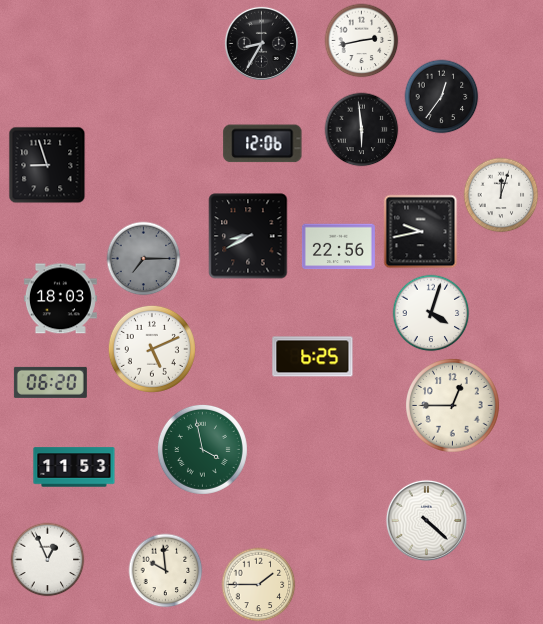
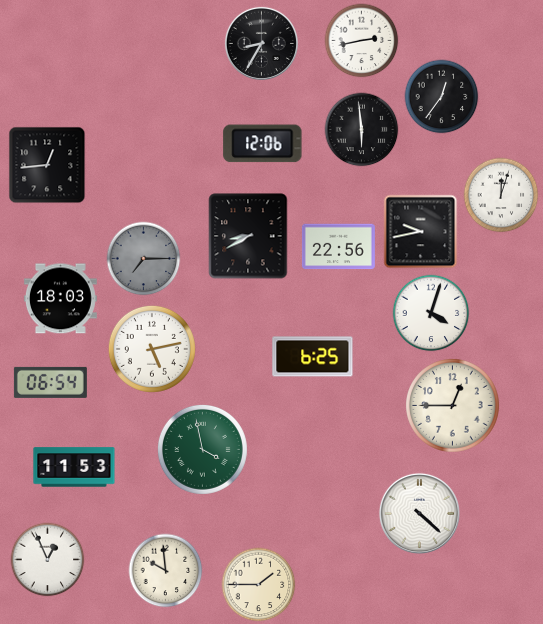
clock at (47, 165): 8:57 -> 12:44
clock at (152, 349): 5:11 -> 5:13
clock at (50, 382): 06:20 -> 06:54
clock at (426, 520) position: (426, 520) -> (419, 513)
